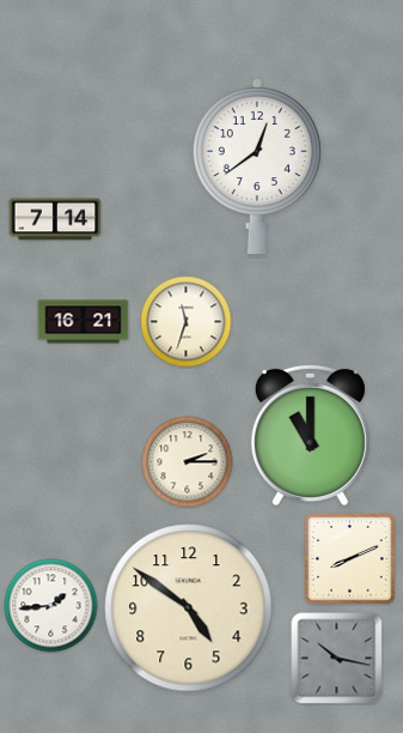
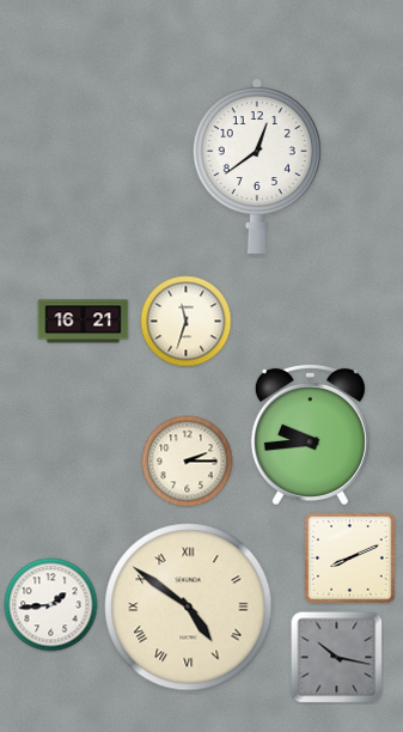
clock at (55, 219): 7:14 -> none
clock at (310, 435): 11:00 -> 9:44
clock at (189, 608) numerals: Arabic -> Roman
